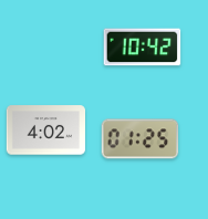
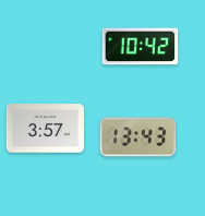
clock at (45, 131): 4:02 -> 3:57
clock at (141, 139): 01:25 -> 13:43
